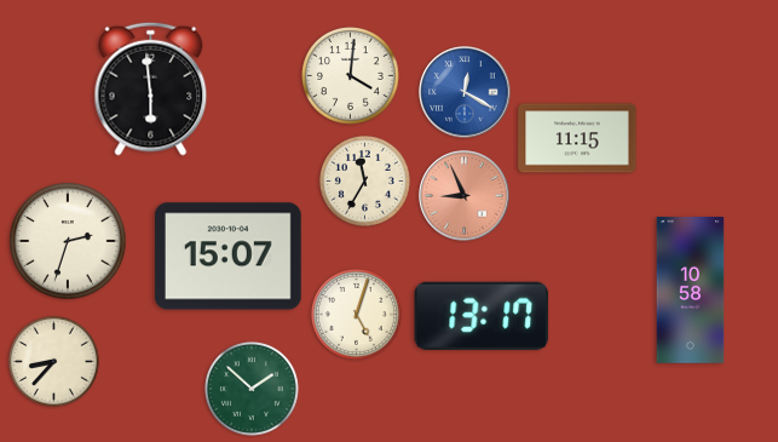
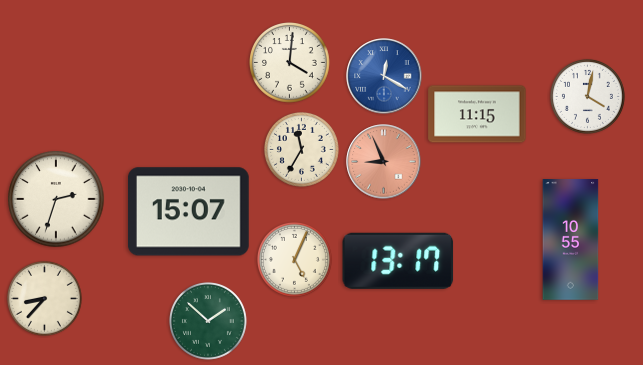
clock at (151, 88): 5:59 -> none
clock at (587, 96): none -> 4:02
clock at (691, 291): 10:58 -> 10:55
clock at (356, 314): 5:03 -> 5:04
